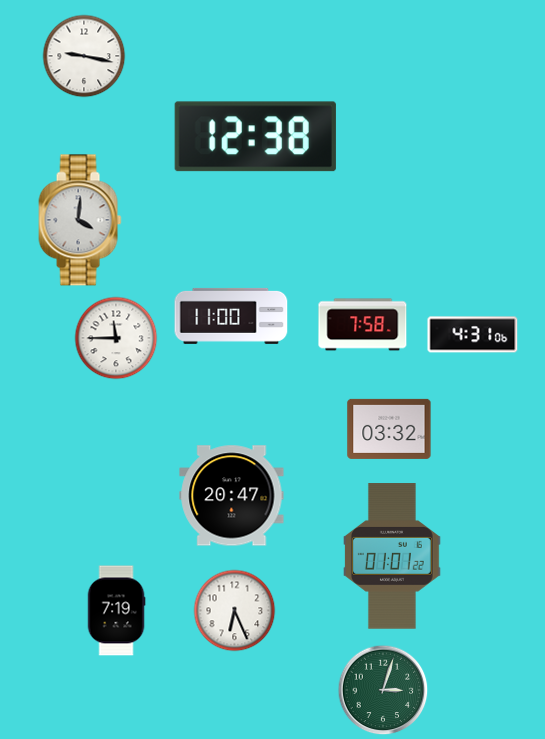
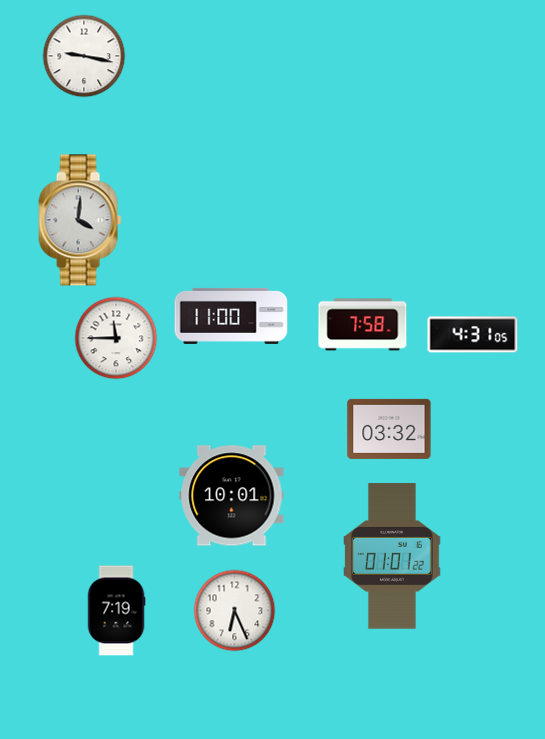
clock at (255, 137): 12:38 -> none
clock at (473, 335): 4:31:06 -> 4:31:05
clock at (232, 496): 20:47 -> 10:01
clock at (383, 690): 3:03 -> none
